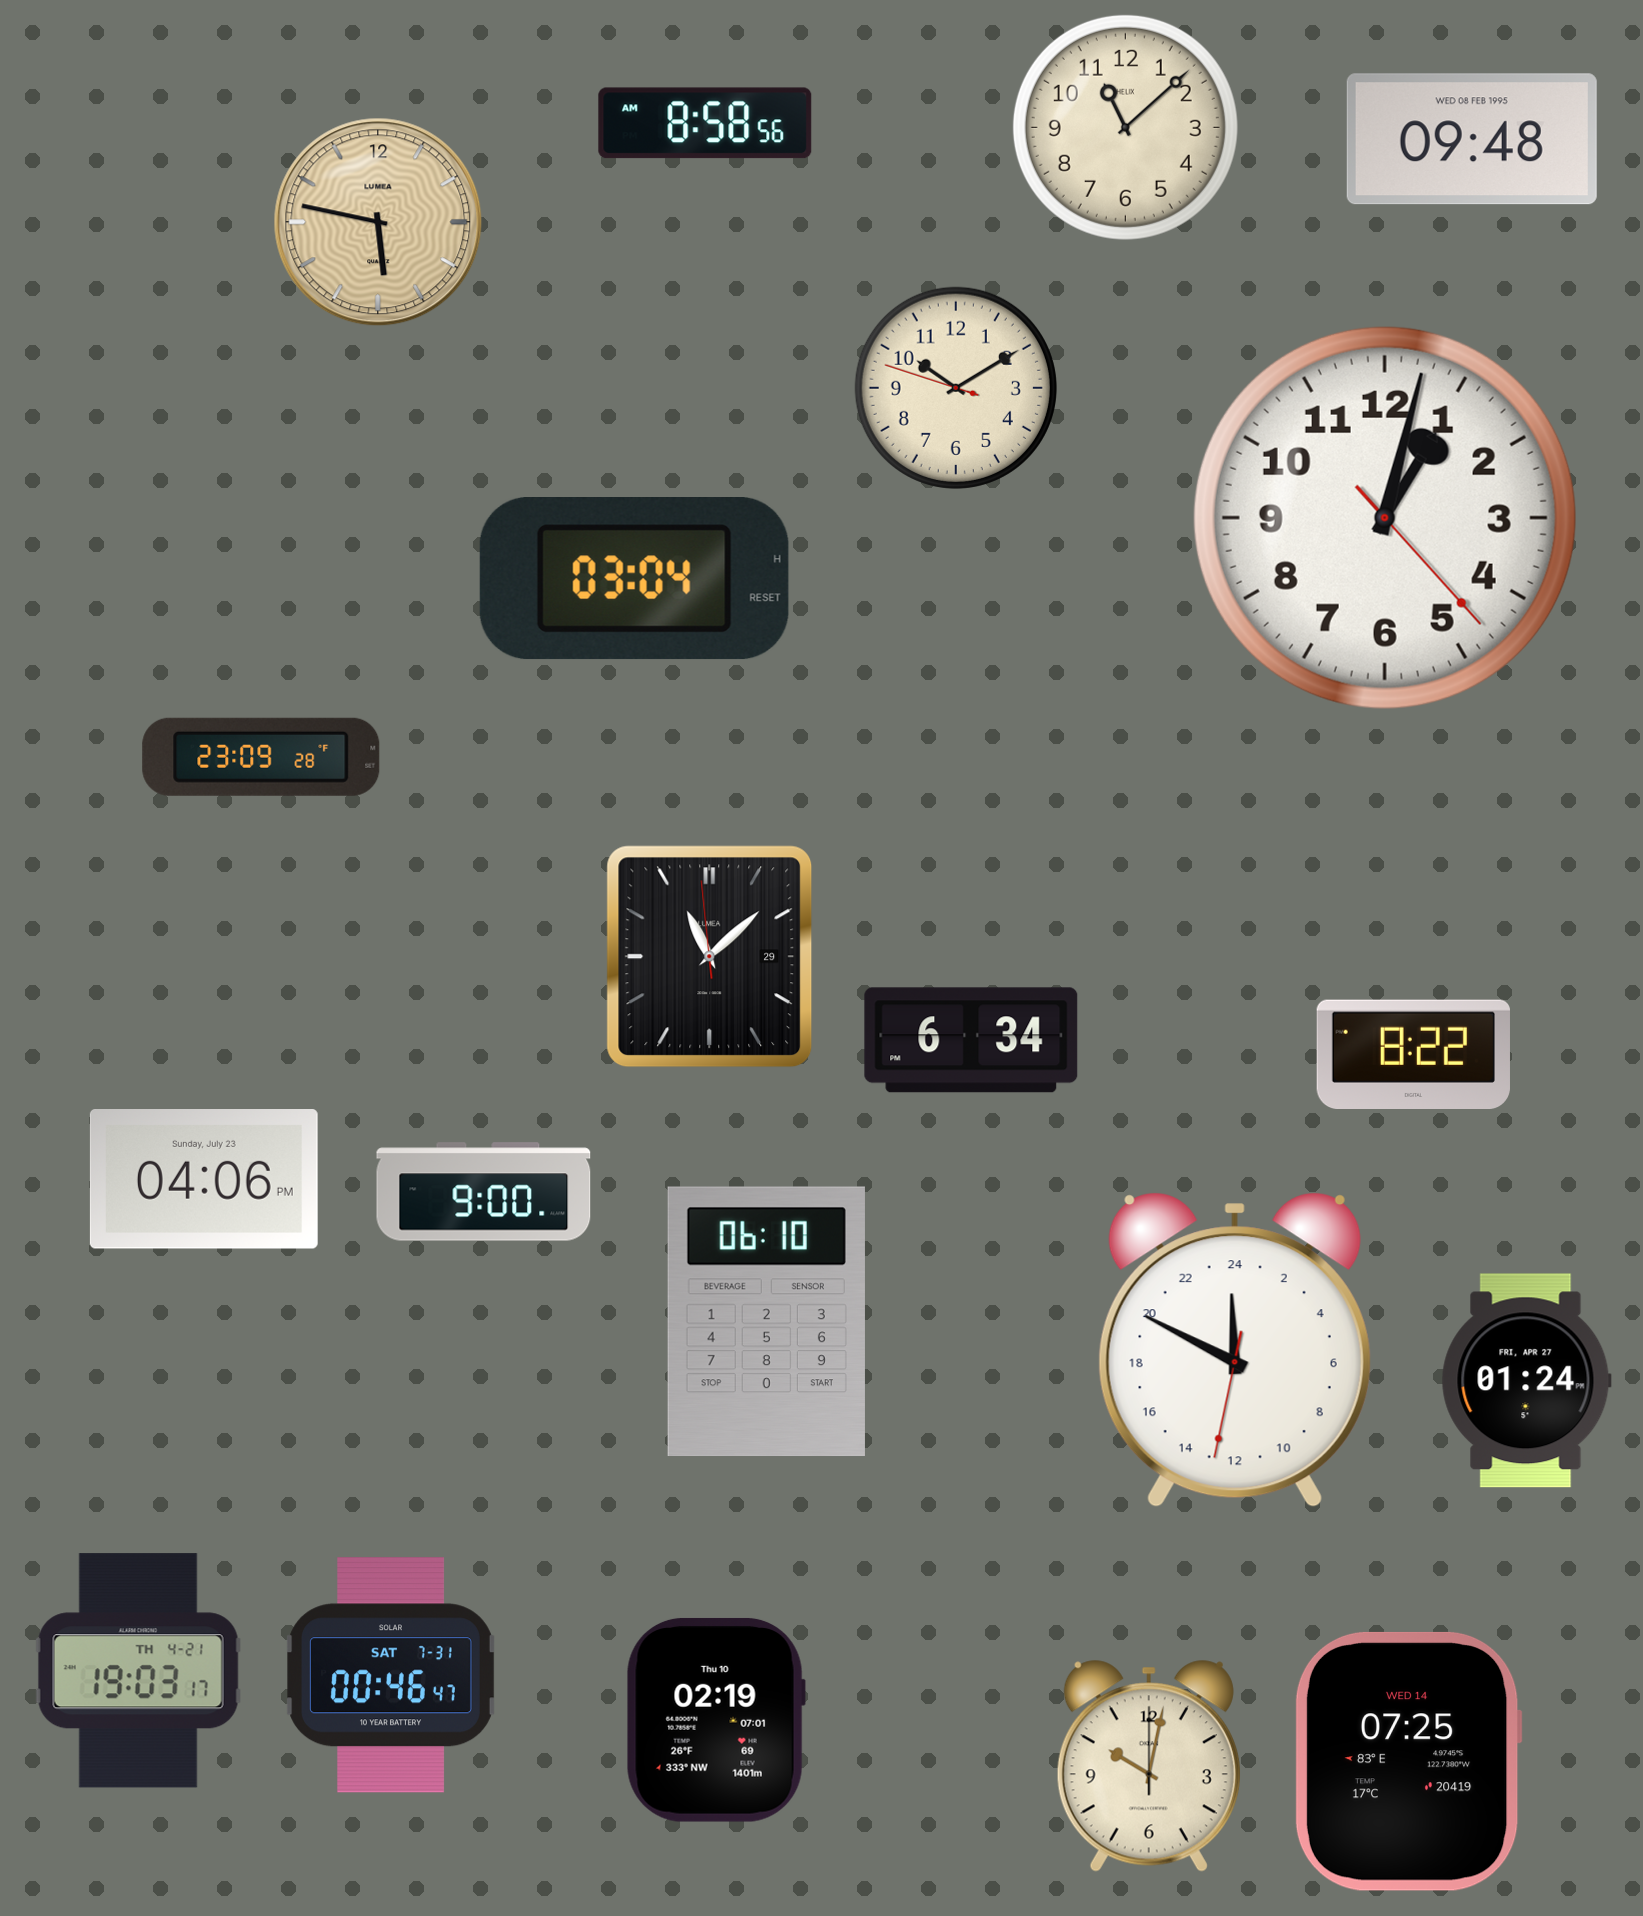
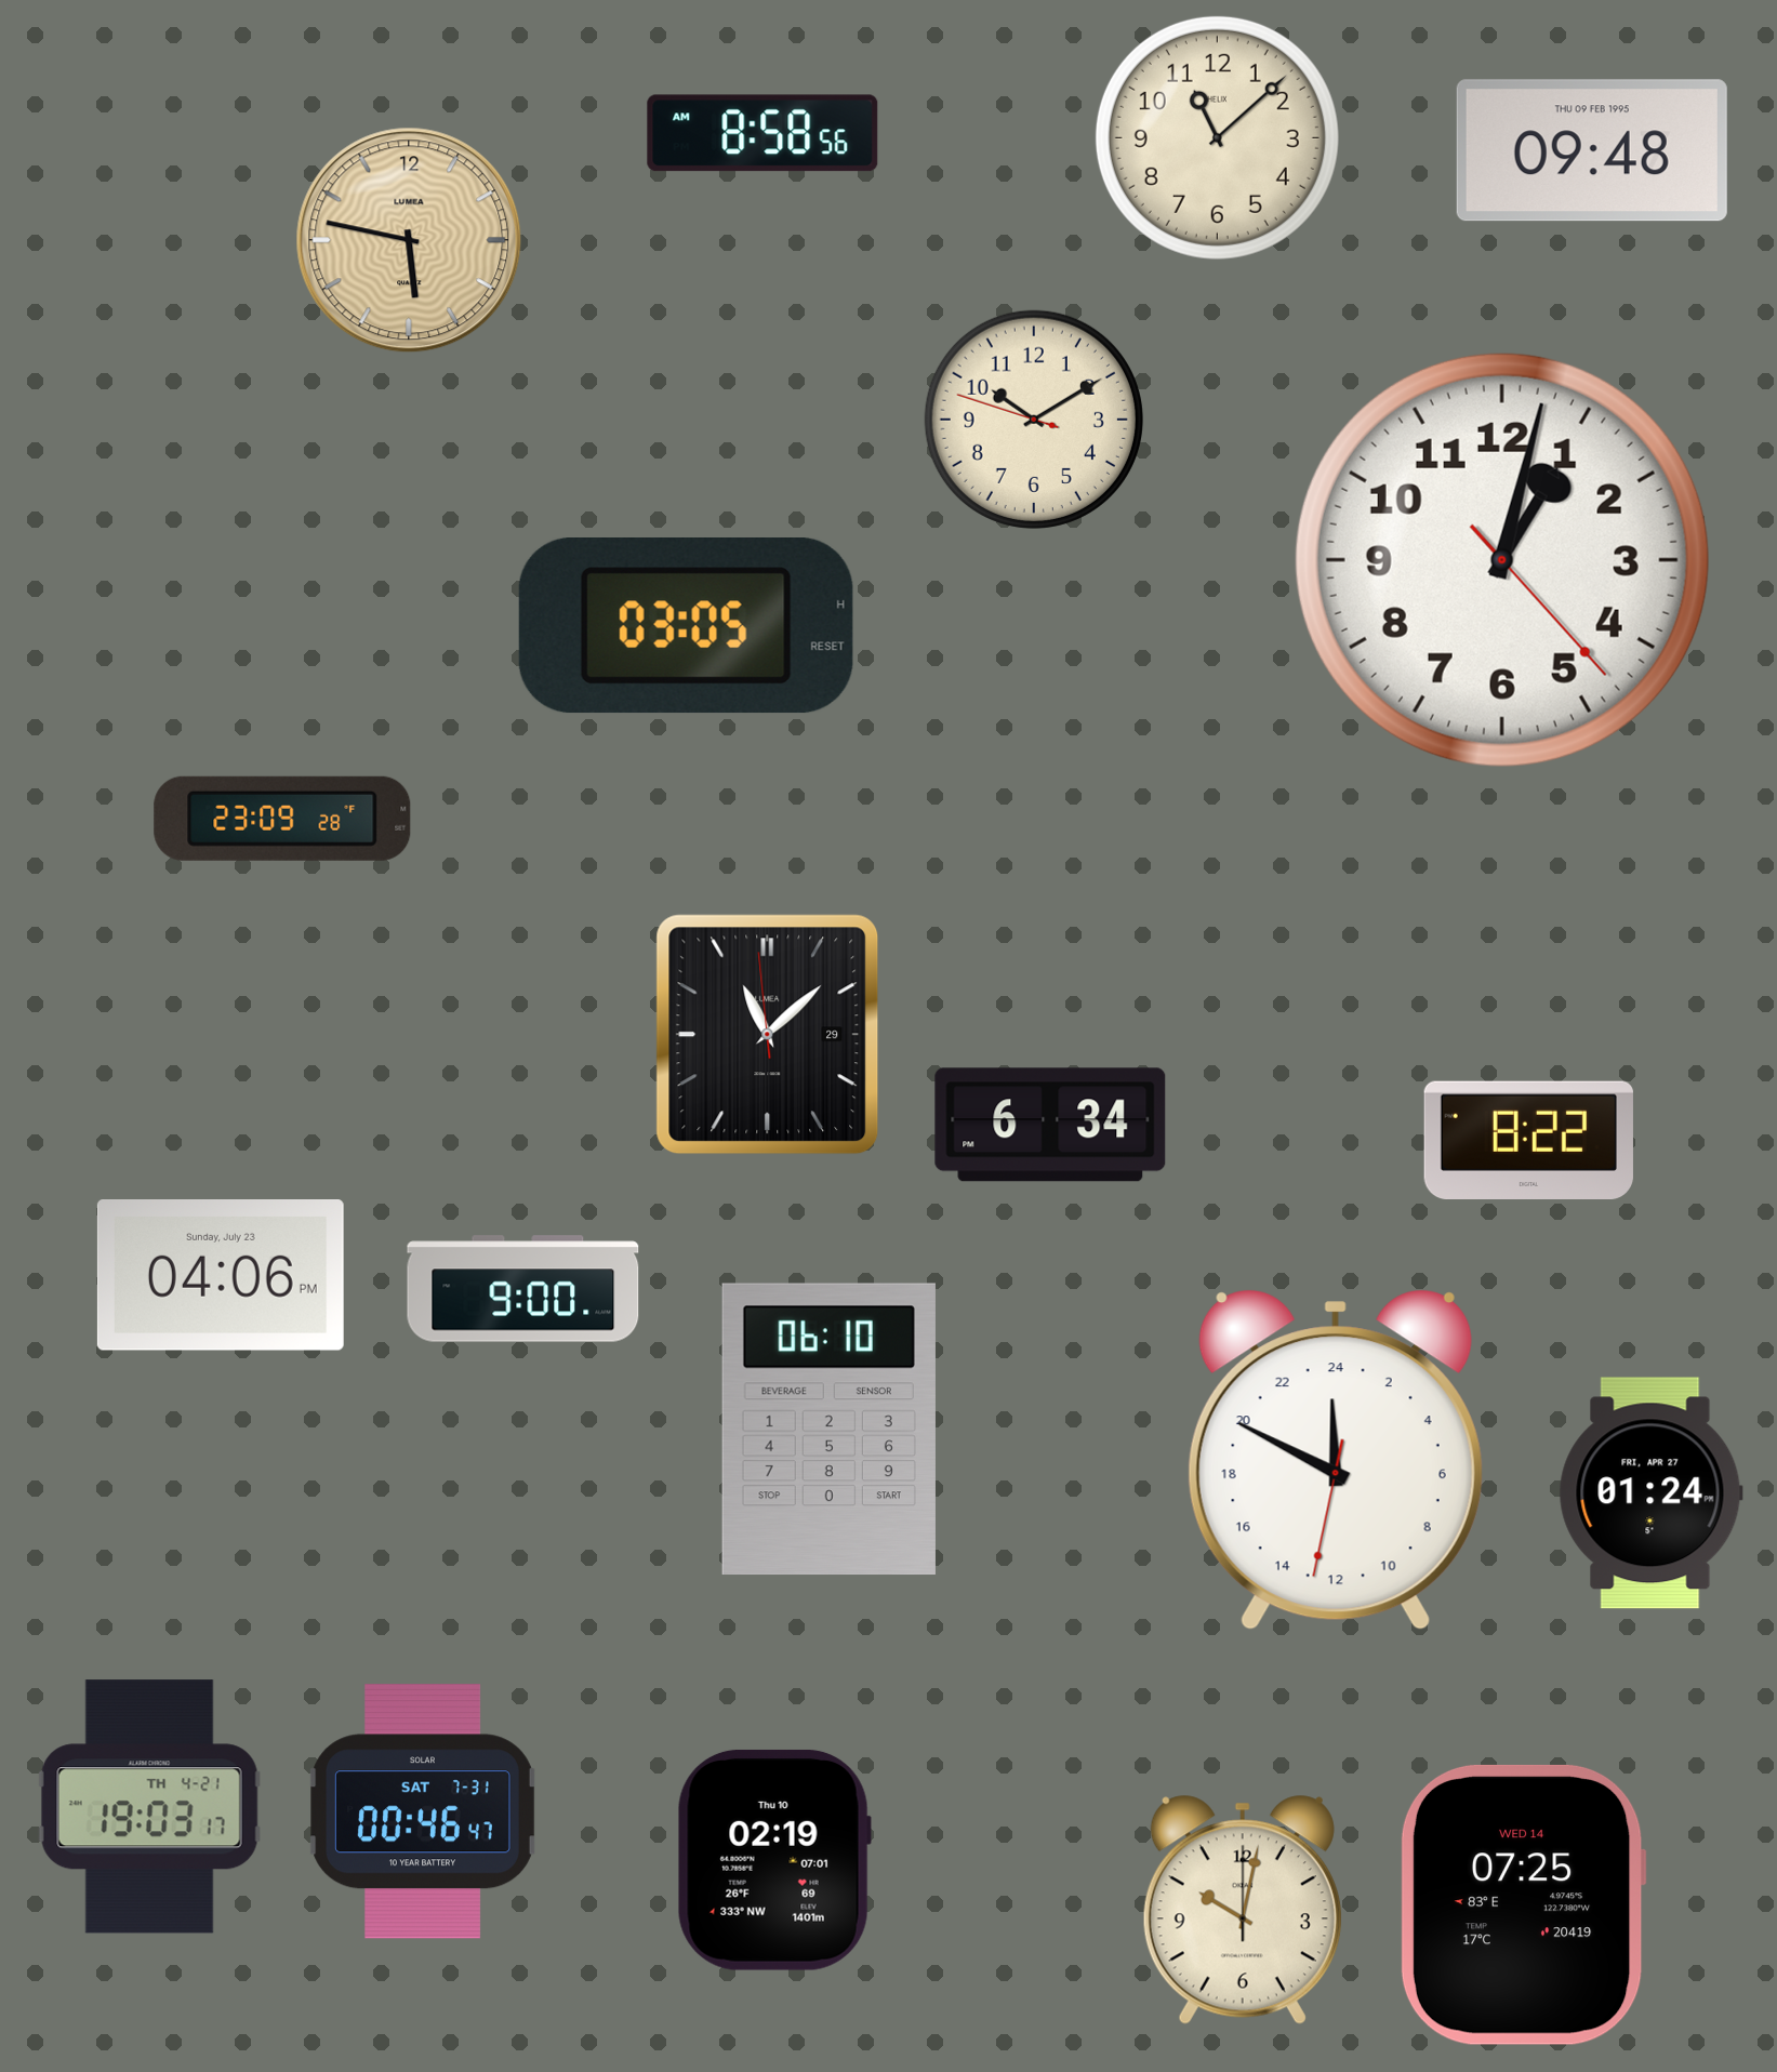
clock at (1472, 139) date: WED 08 FEB 1995 -> THU 09 FEB 1995
clock at (1385, 518) position: (1385, 518) -> (1502, 560)
clock at (634, 579): 03:04 -> 03:05
